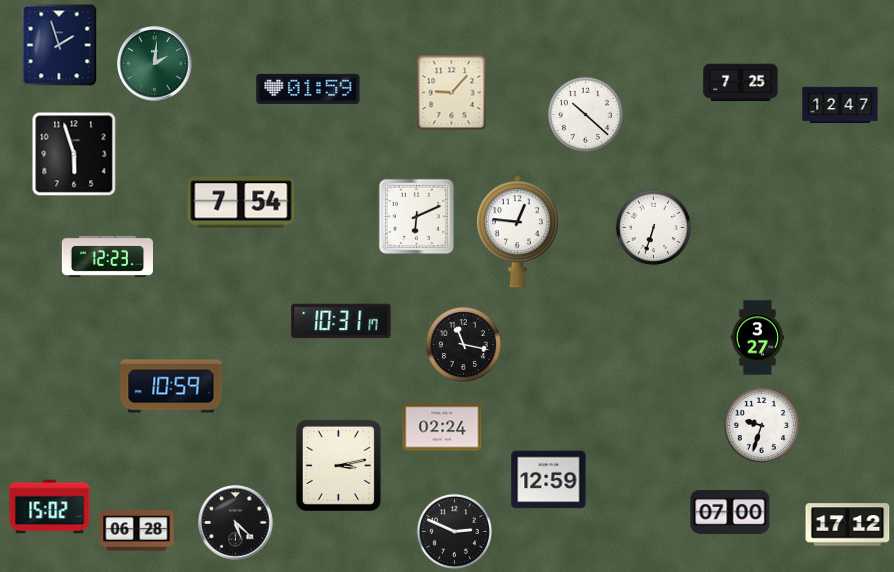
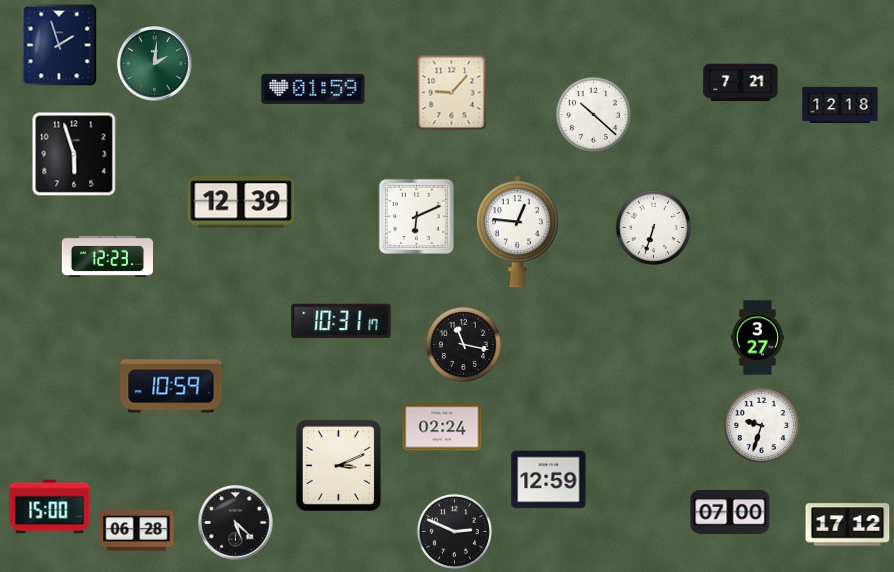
clock at (741, 83): 7:25 -> 7:21
clock at (308, 89) position: (308, 89) -> (313, 89)
clock at (840, 105): 12:47 -> 12:18
clock at (585, 114) position: (585, 114) -> (593, 114)
clock at (241, 202): 7:54 -> 12:39
clock at (338, 465): 3:13 -> 3:11
clock at (50, 507): 15:02 -> 15:00
